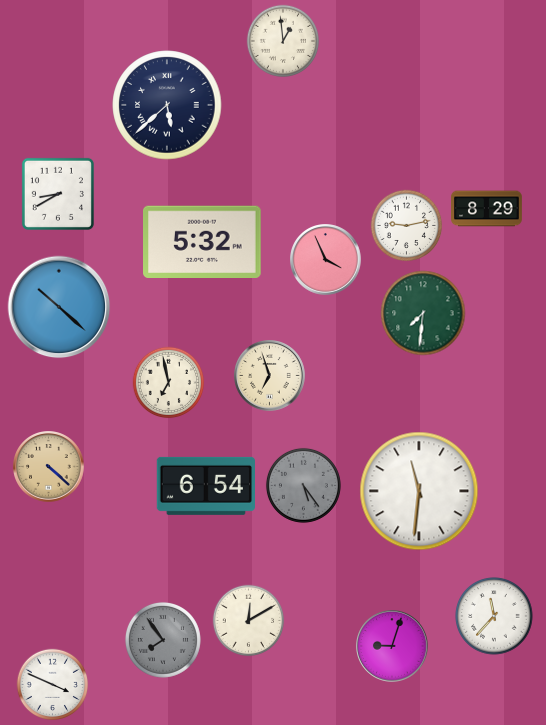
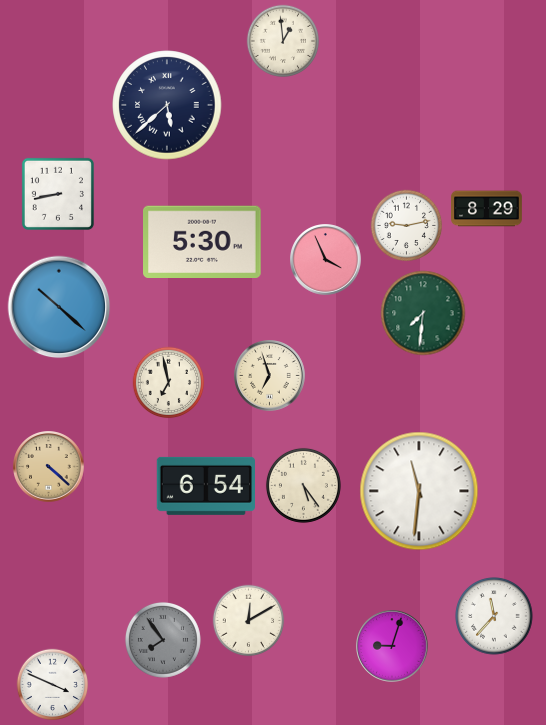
clock at (58, 194): 8:40 -> 8:43
clock at (203, 242): 5:32 -> 5:30
clock at (303, 485) dial: grey -> cream
